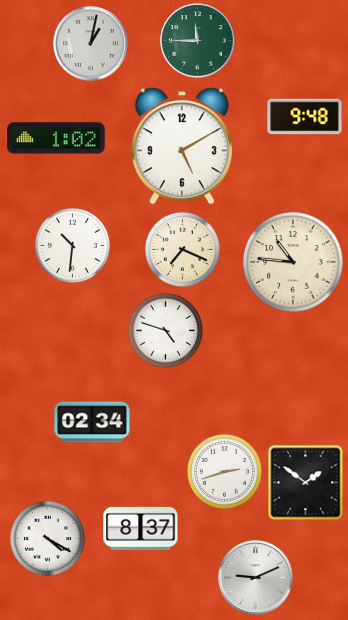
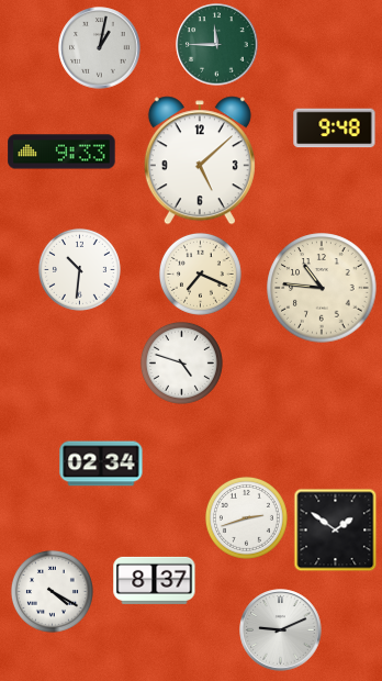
clock at (56, 138): 1:02 -> 9:33
clock at (182, 146): 5:10 -> 5:08
clock at (256, 578) position: (256, 578) -> (281, 630)
